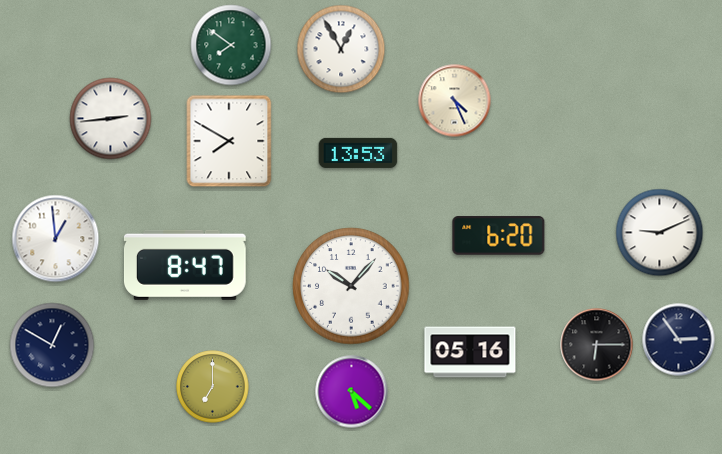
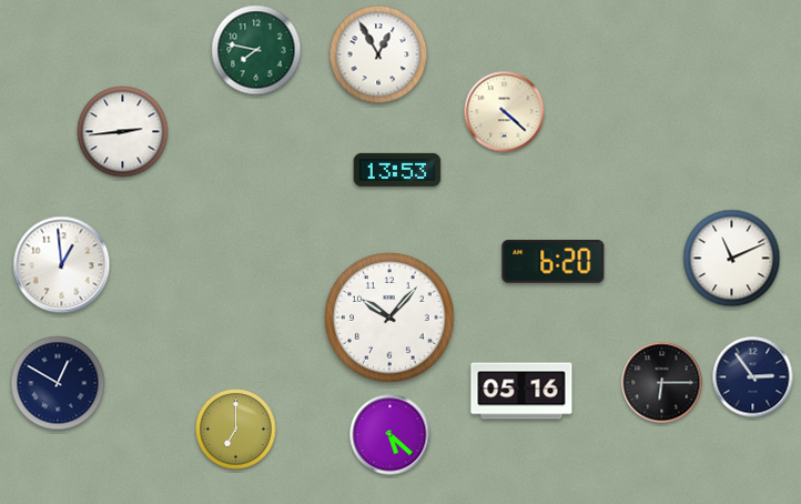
clock at (231, 45): 7:51 -> 7:47
clock at (455, 101): 4:26 -> 4:22
clock at (229, 141): 7:50 -> none
clock at (660, 233): 9:11 -> 11:11
clock at (185, 265): 8:47 -> none
